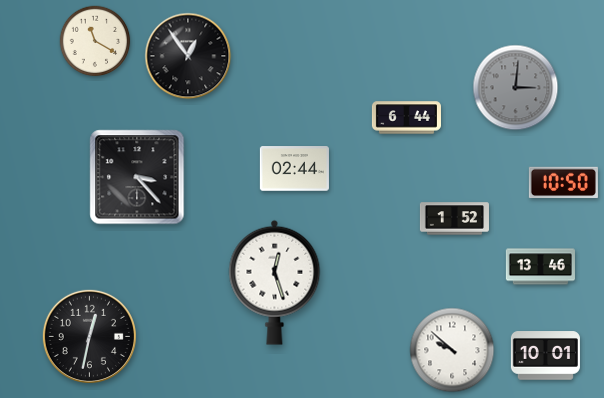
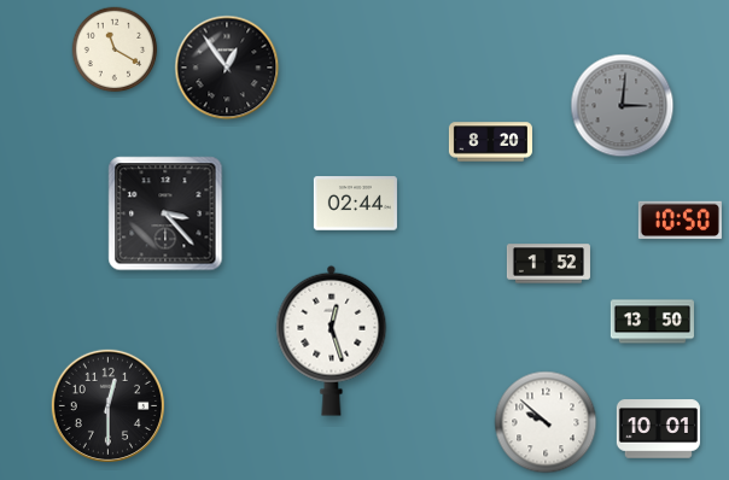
clock at (406, 118): 6:44 -> 8:20
clock at (540, 267): 13:46 -> 13:50
clock at (89, 336): 12:32 -> 12:30
